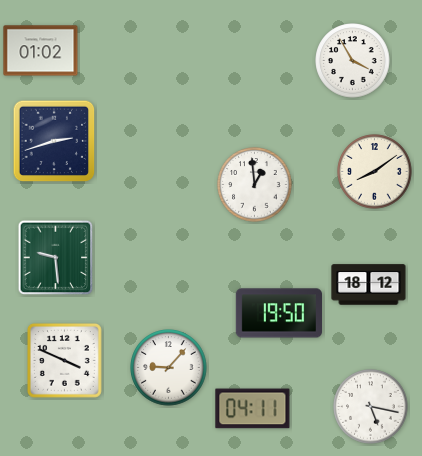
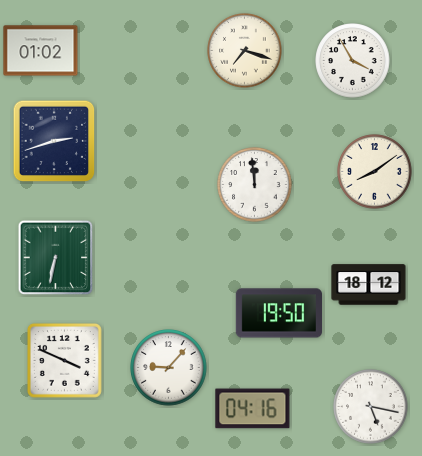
clock at (245, 51): none -> 7:18
clock at (255, 185): 12:59 -> 11:59
clock at (56, 258): 9:29 -> 6:32
clock at (253, 409): 04:11 -> 04:16
